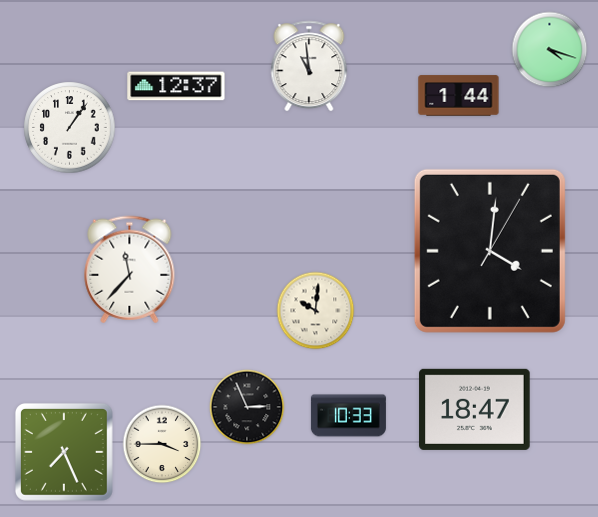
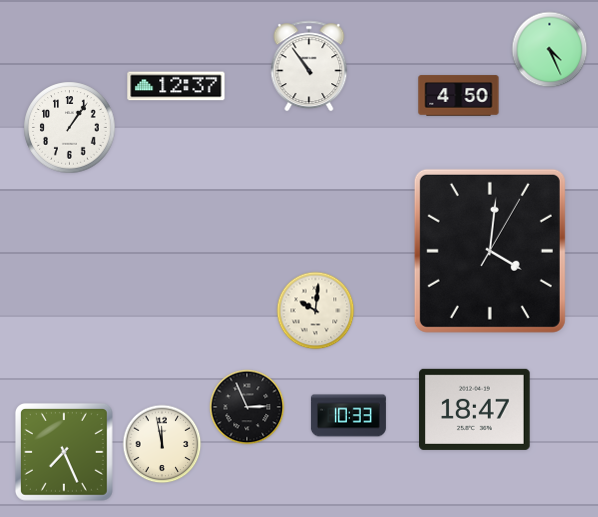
clock at (550, 50): 4:18 -> 4:26
clock at (309, 66): 10:59 -> 10:54
clock at (459, 96): 1:44 -> 4:50
clock at (130, 270): 11:37 -> none
clock at (162, 444): 3:45 -> 11:58
